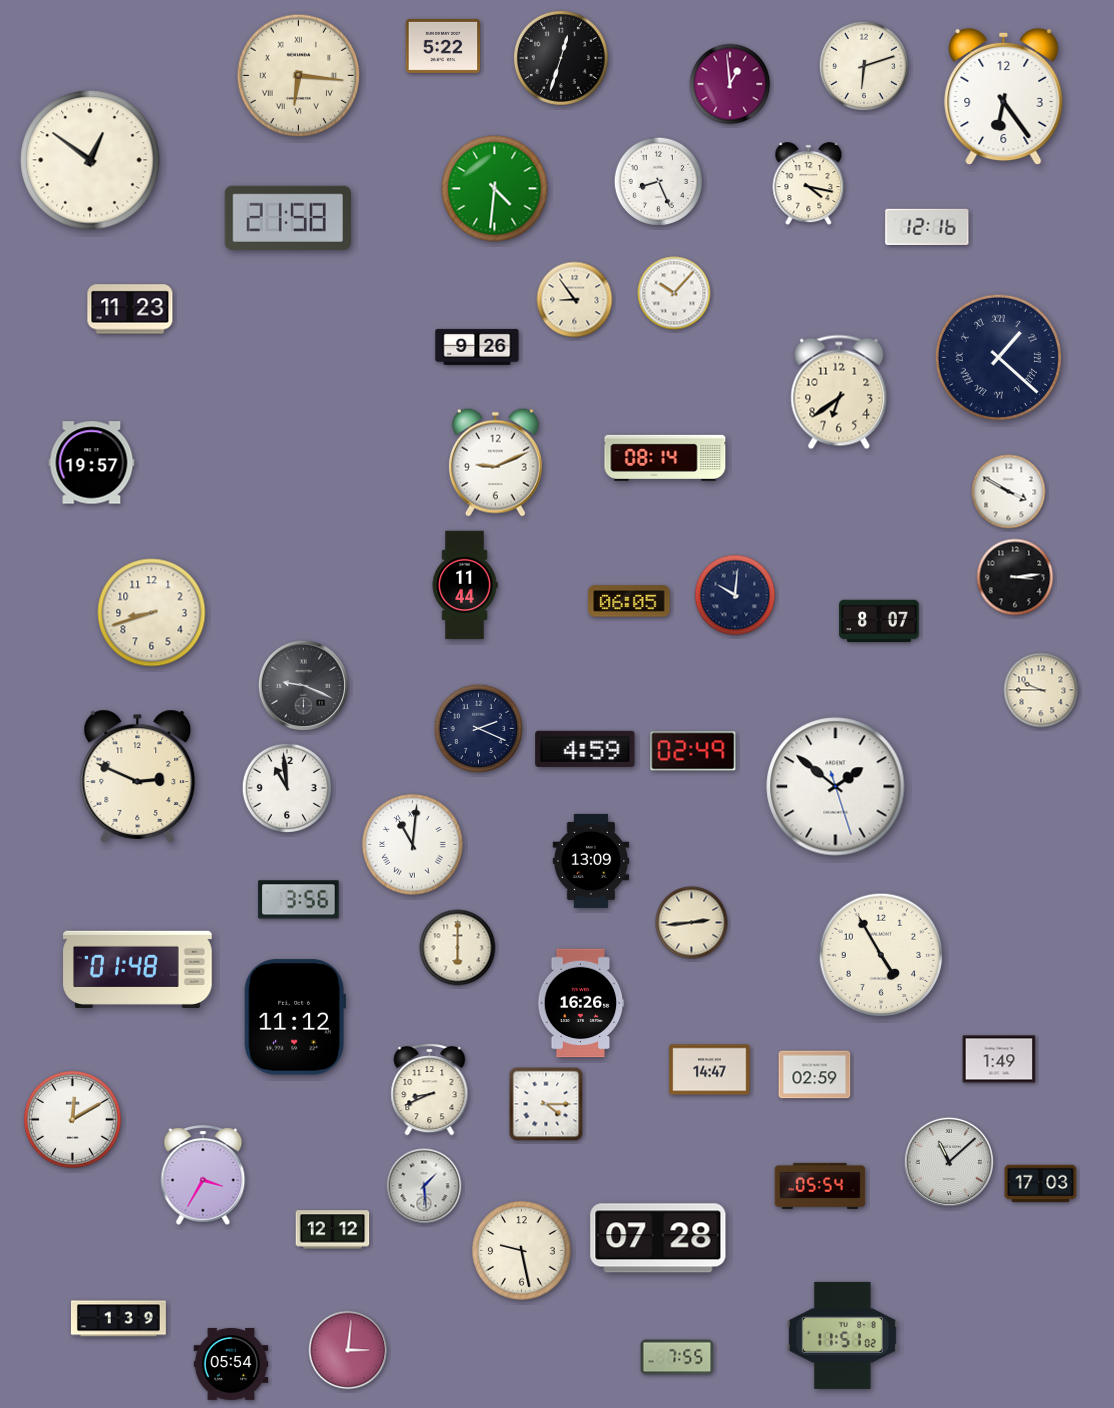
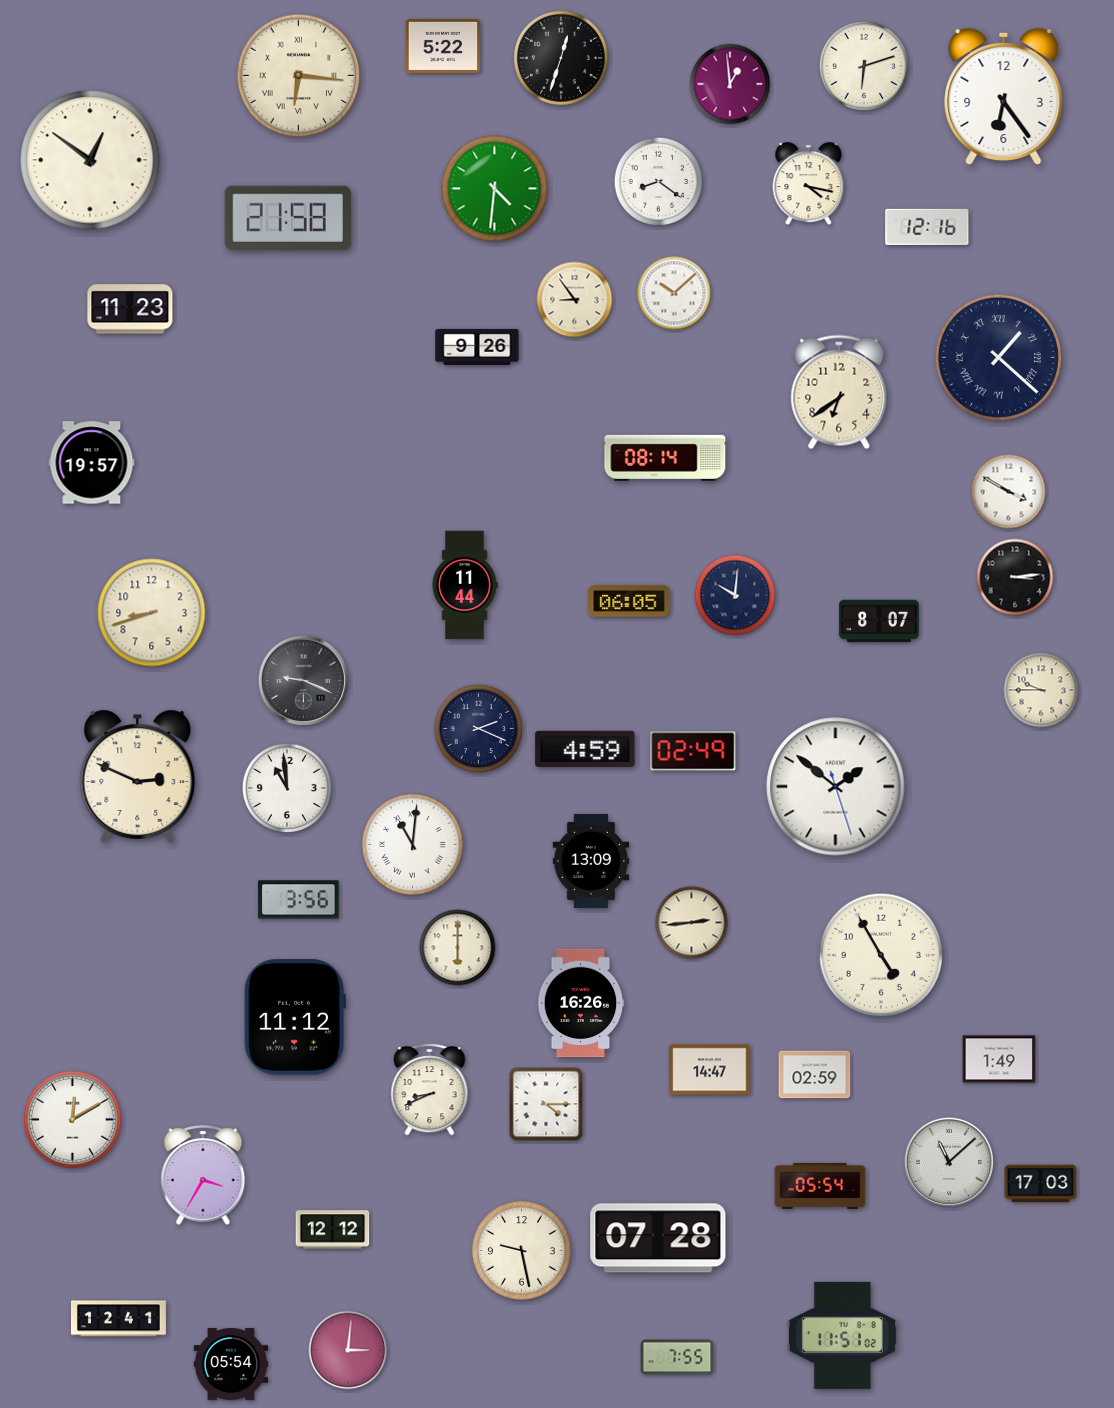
clock at (659, 182): 8:26 -> 8:21
clock at (674, 293): 10:07 -> 10:08
clock at (495, 462): 9:11 -> none
clock at (303, 685) position: (303, 685) -> (303, 680)
clock at (138, 969): 01:48 -> none
clock at (424, 1186): 1:29 -> none
clock at (118, 1319): 1:39 -> 12:41
